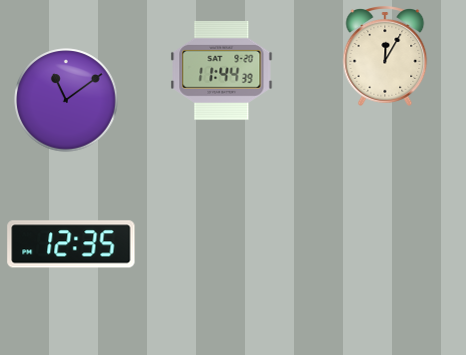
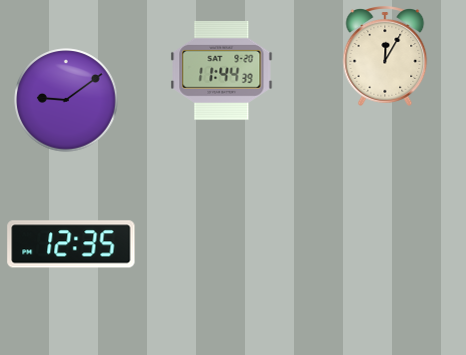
clock at (66, 100): 11:09 -> 9:09
